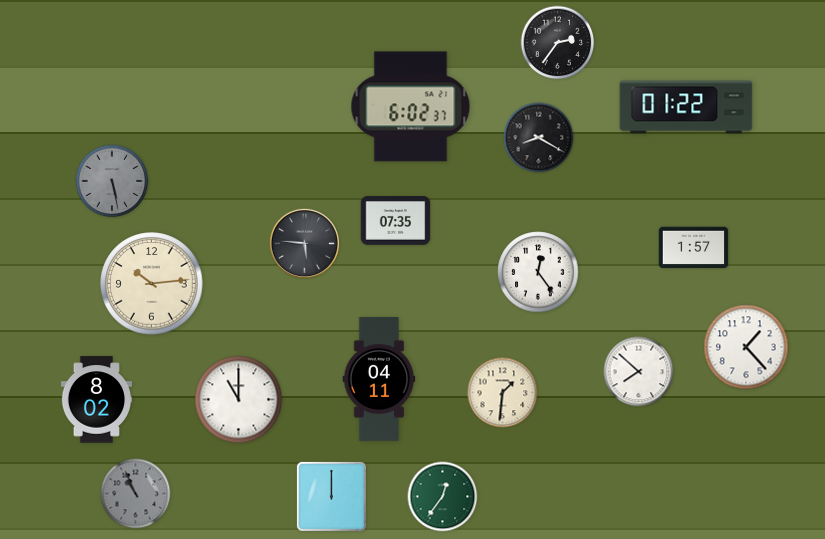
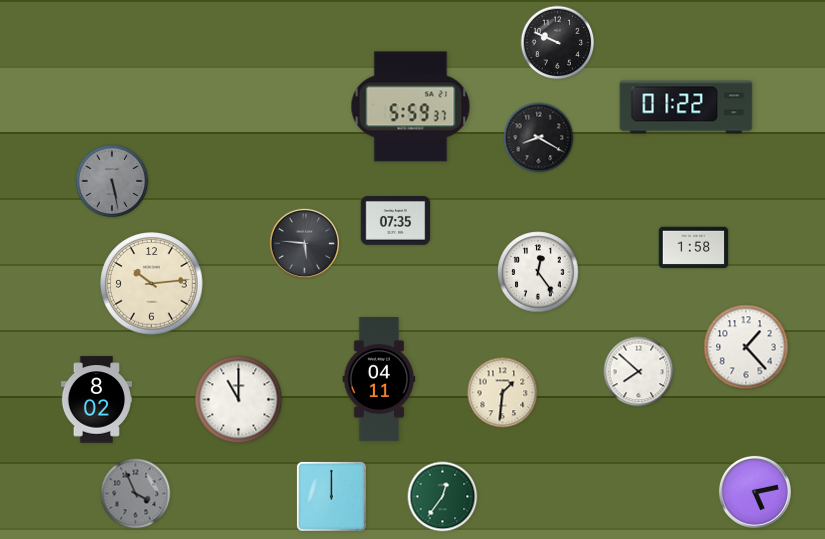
clock at (558, 43): 2:36 -> 9:49
clock at (411, 107): 6:02 -> 5:59
clock at (694, 248): 1:57 -> 1:58
clock at (755, 492): none -> 5:13
clock at (136, 494): 10:56 -> 3:56
